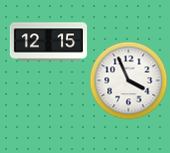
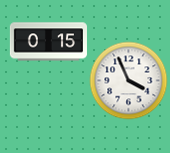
clock at (48, 42): 12:15 -> 0:15
